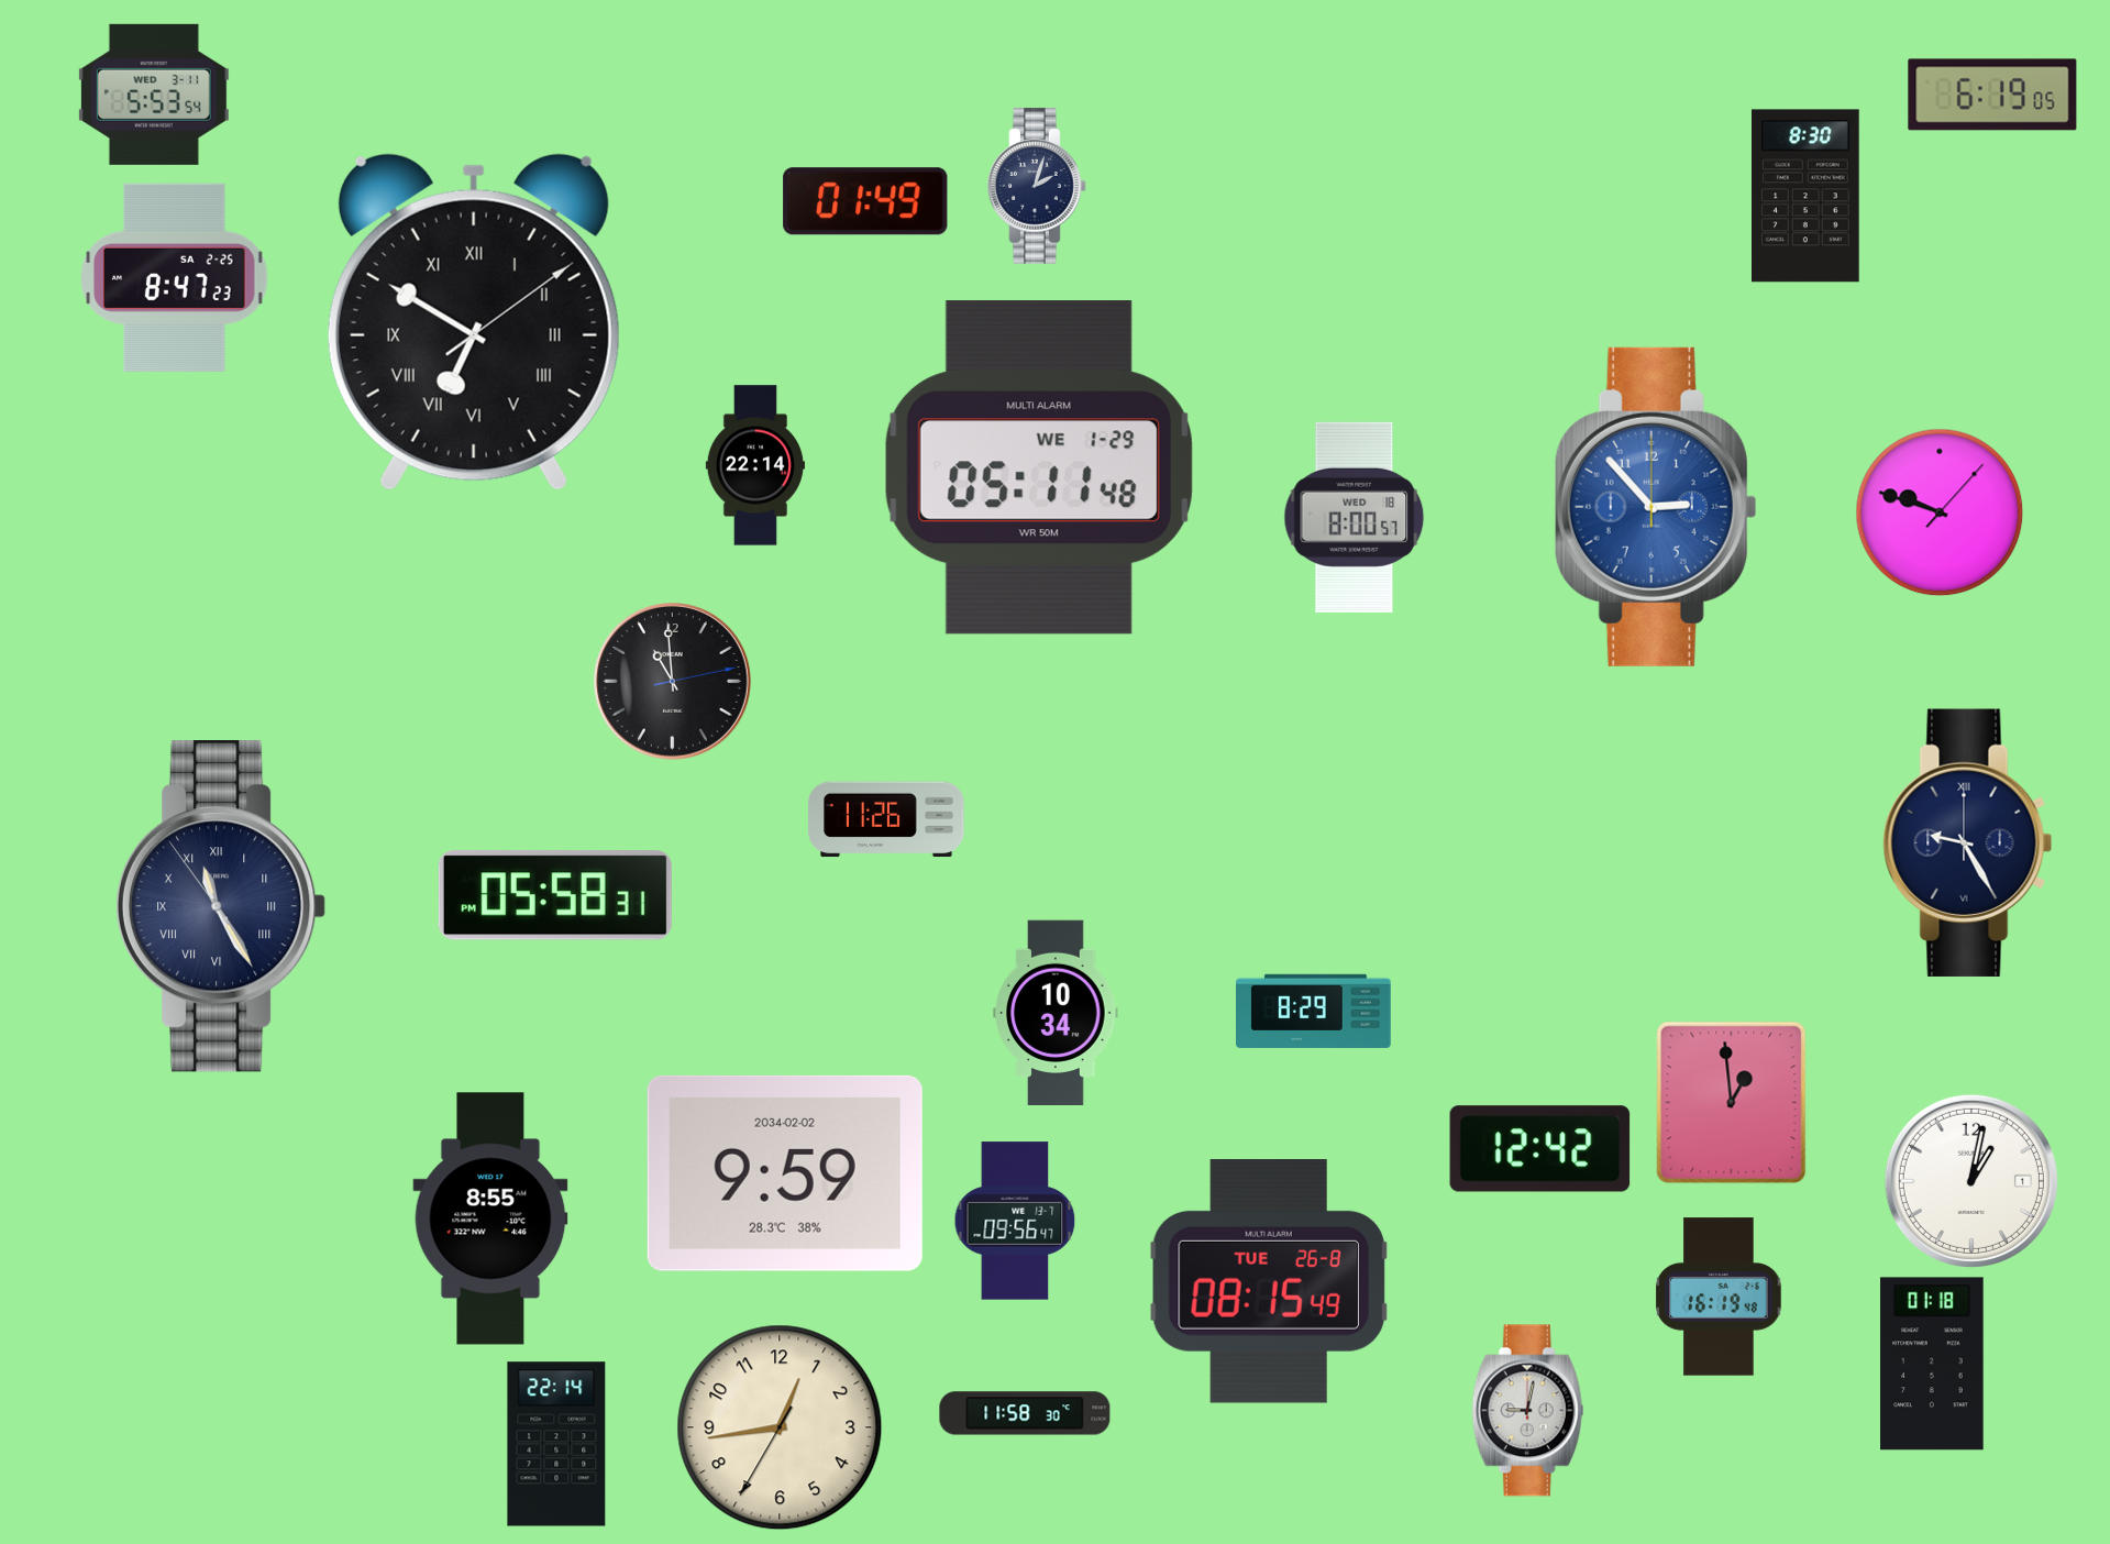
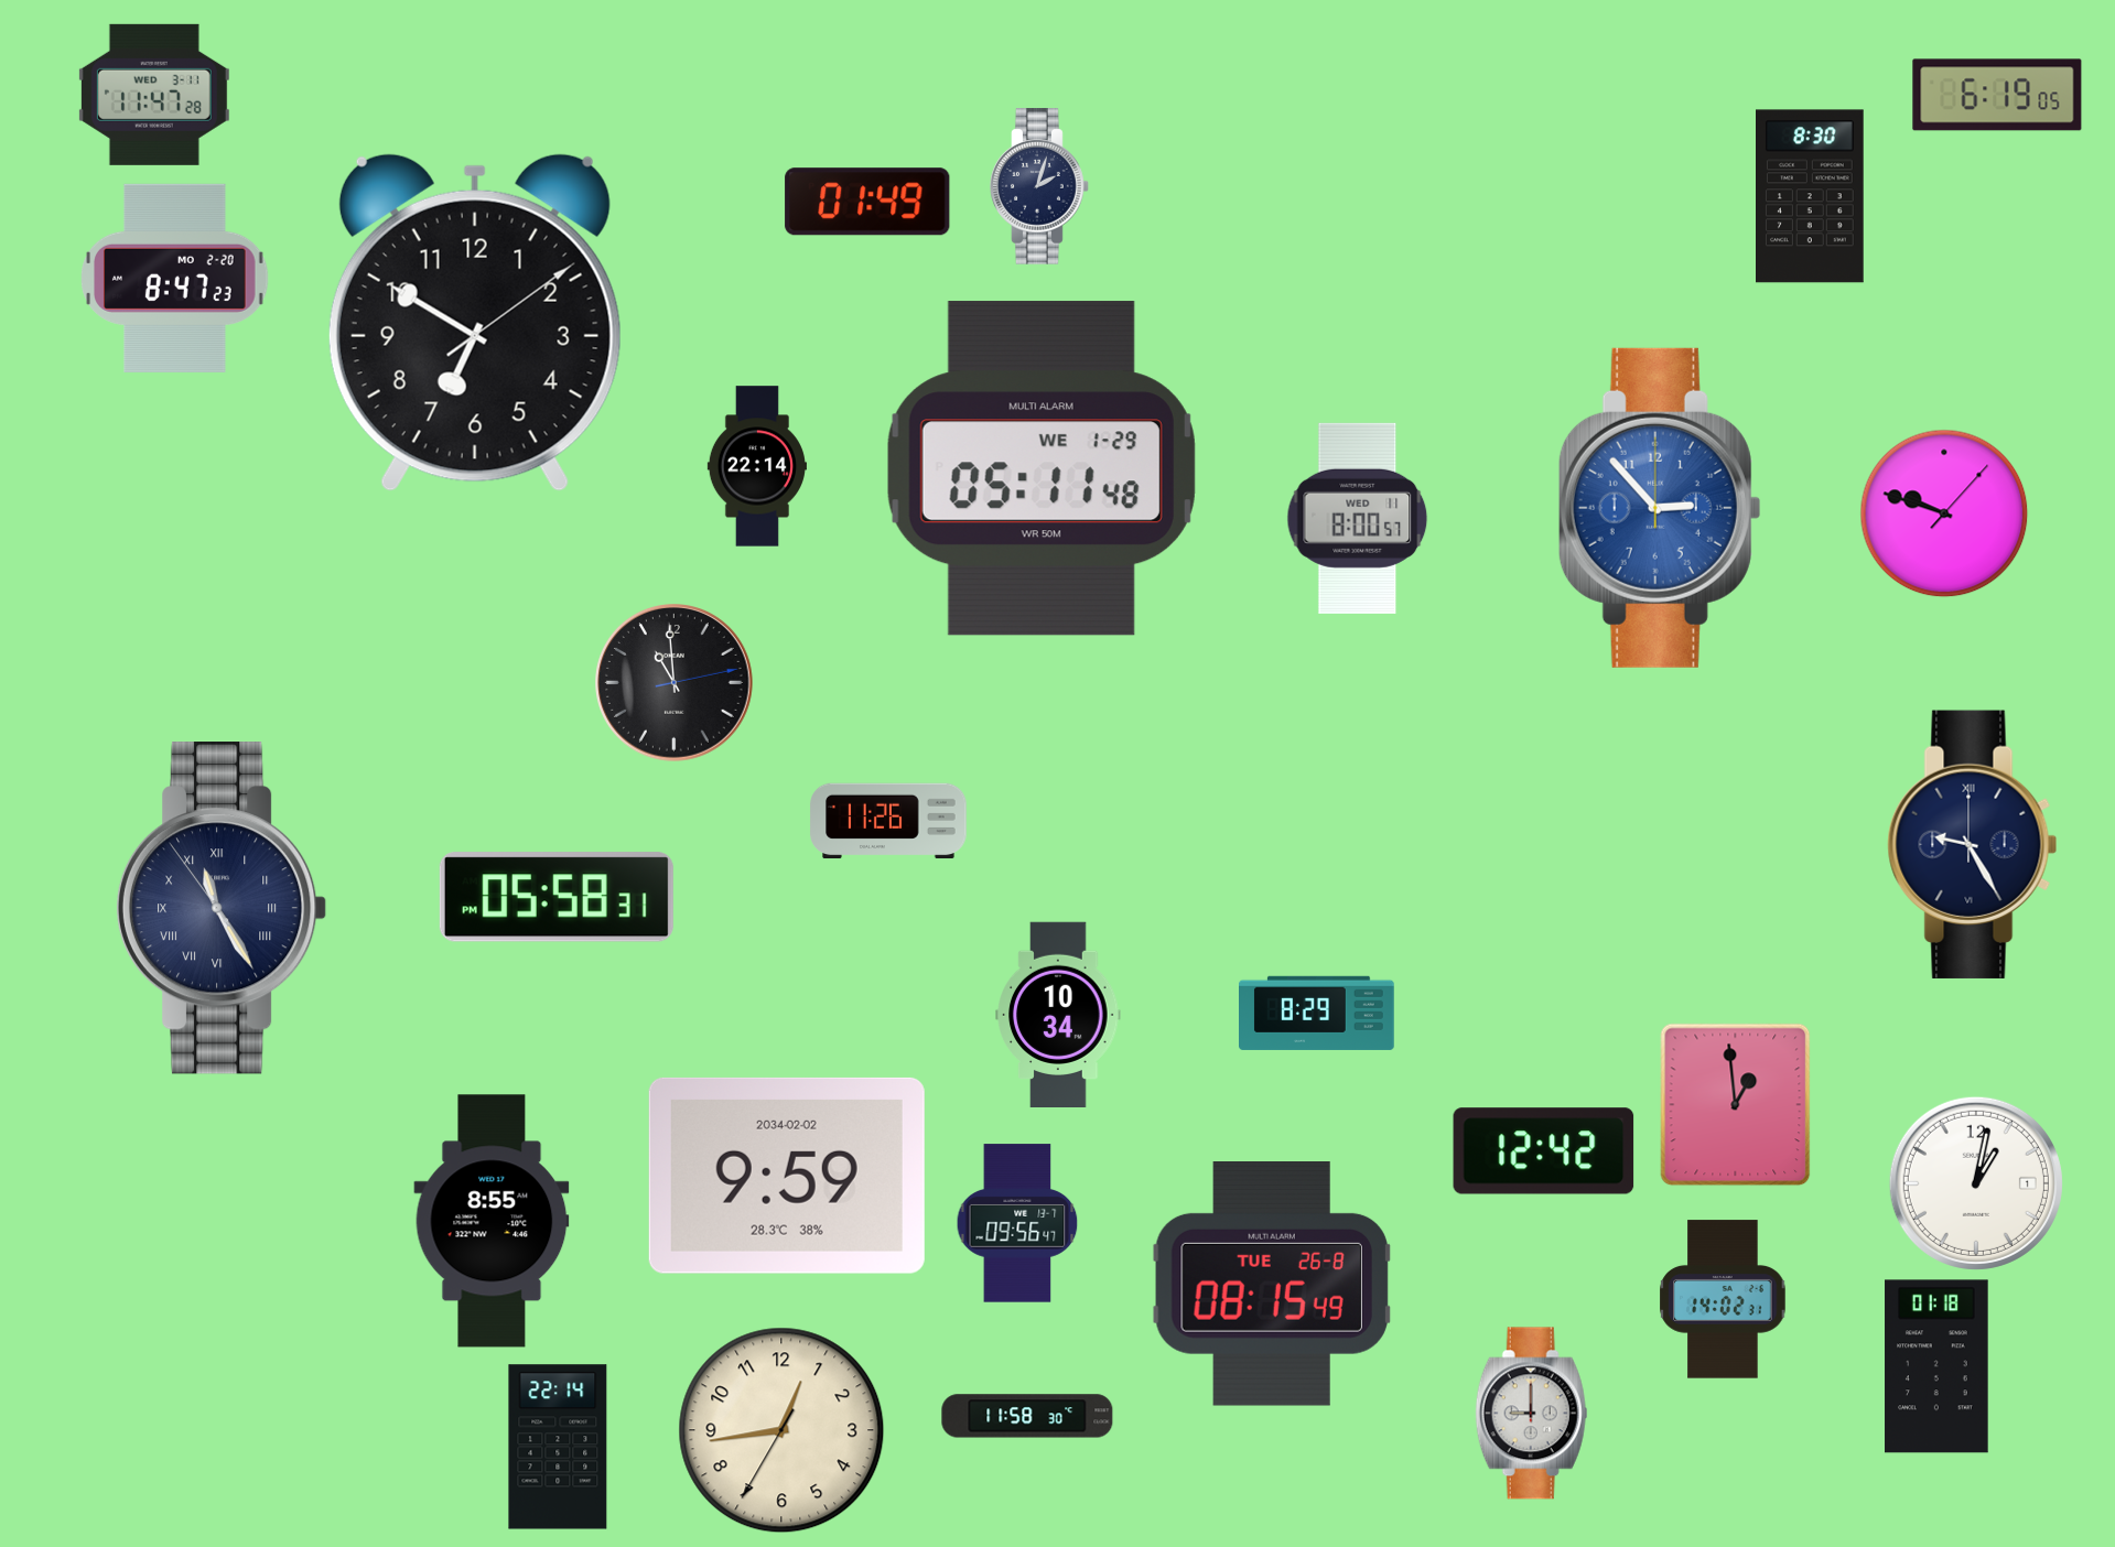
clock at (154, 95): 5:53 -> 11:47
clock at (175, 277) date: SA 2-25 -> MO 2-20
clock at (474, 322) numerals: Roman -> Arabic
clock at (1355, 517) date: WED 18 -> WED 11
clock at (1719, 1297): 16:19 -> 14:02
clock at (1528, 1411): 9:02 -> 9:00
